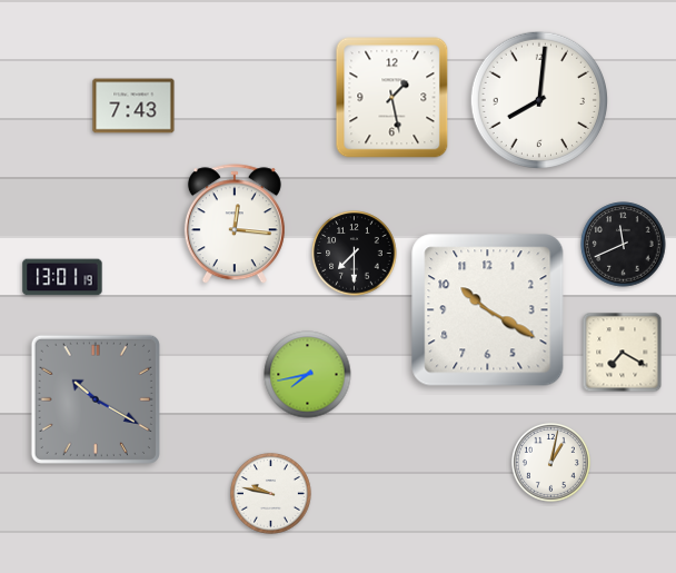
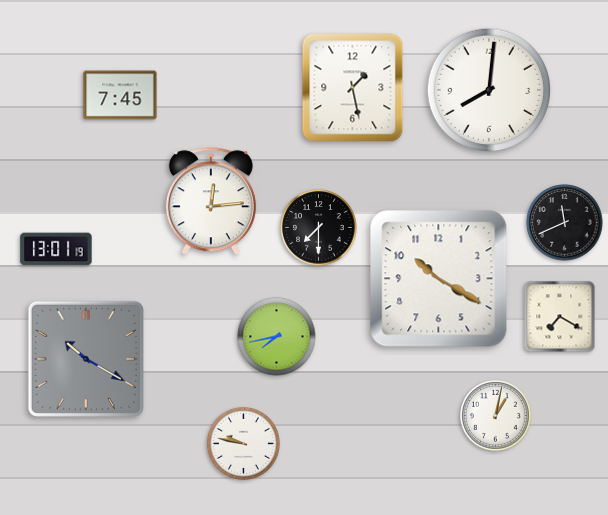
clock at (538, 99) position: (538, 99) -> (488, 89)
clock at (133, 106): 7:43 -> 7:45
clock at (235, 225): 12:16 -> 12:14
clock at (624, 245) position: (624, 245) -> (565, 223)
